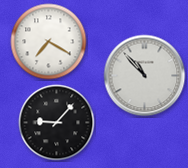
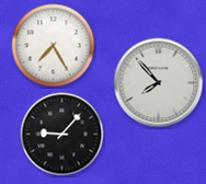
clock at (49, 42): 7:20 -> 7:25
clock at (145, 76): 10:53 -> 7:53
